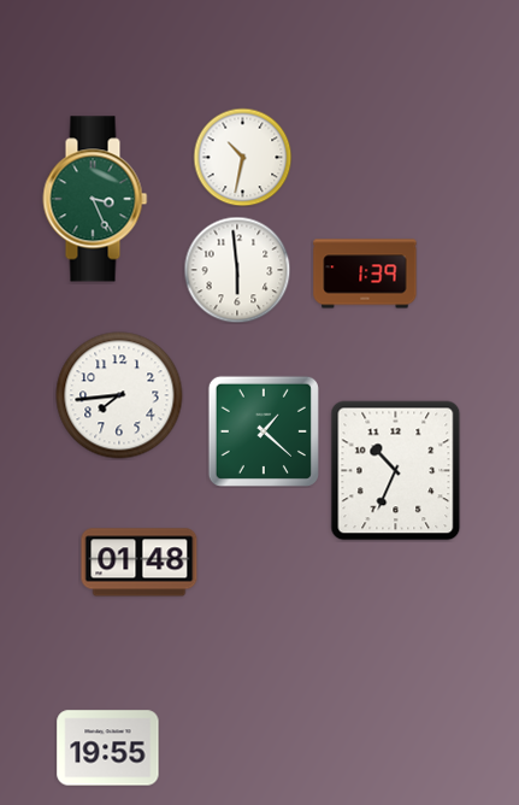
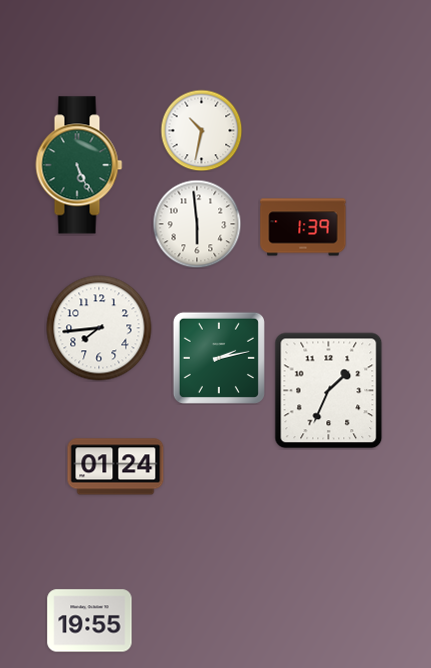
clock at (95, 199): 3:26 -> 5:26
clock at (263, 430): 1:22 -> 2:13
clock at (396, 471): 10:34 -> 1:34
clock at (140, 563): 01:48 -> 01:24
